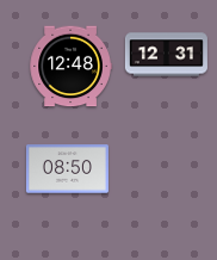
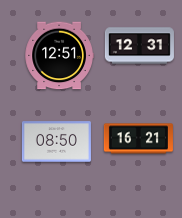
clock at (70, 67): 12:48 -> 12:51
clock at (138, 139): none -> 16:21
